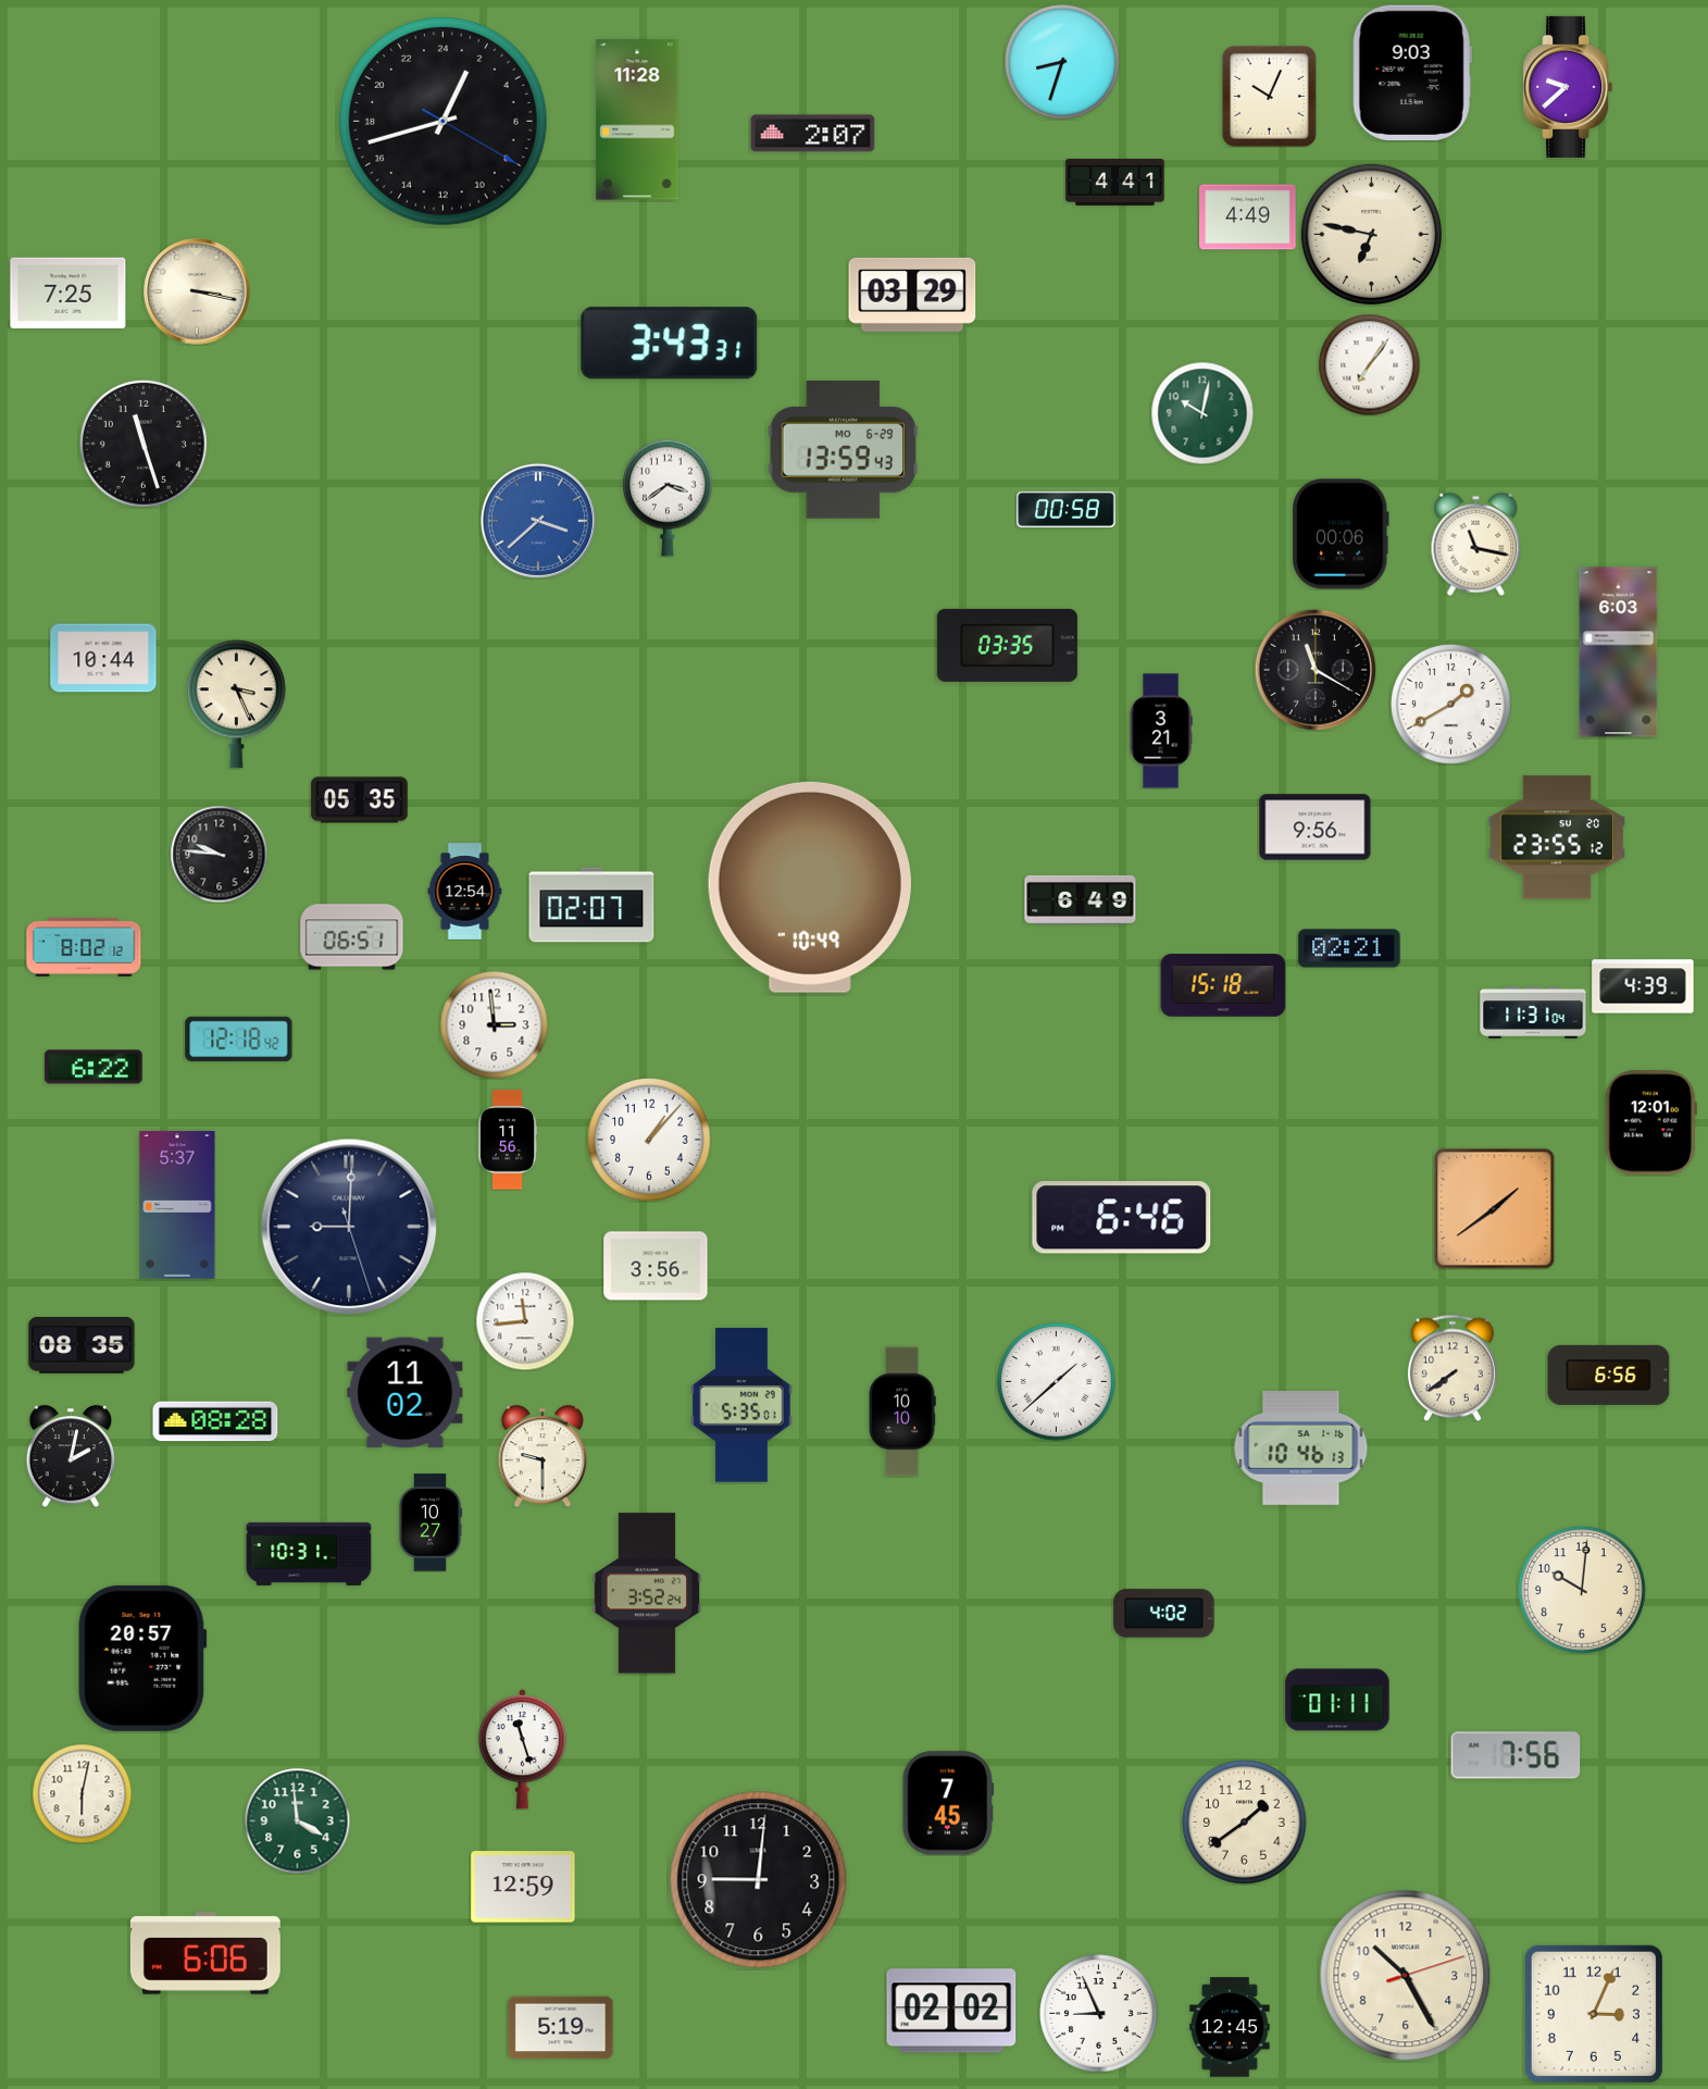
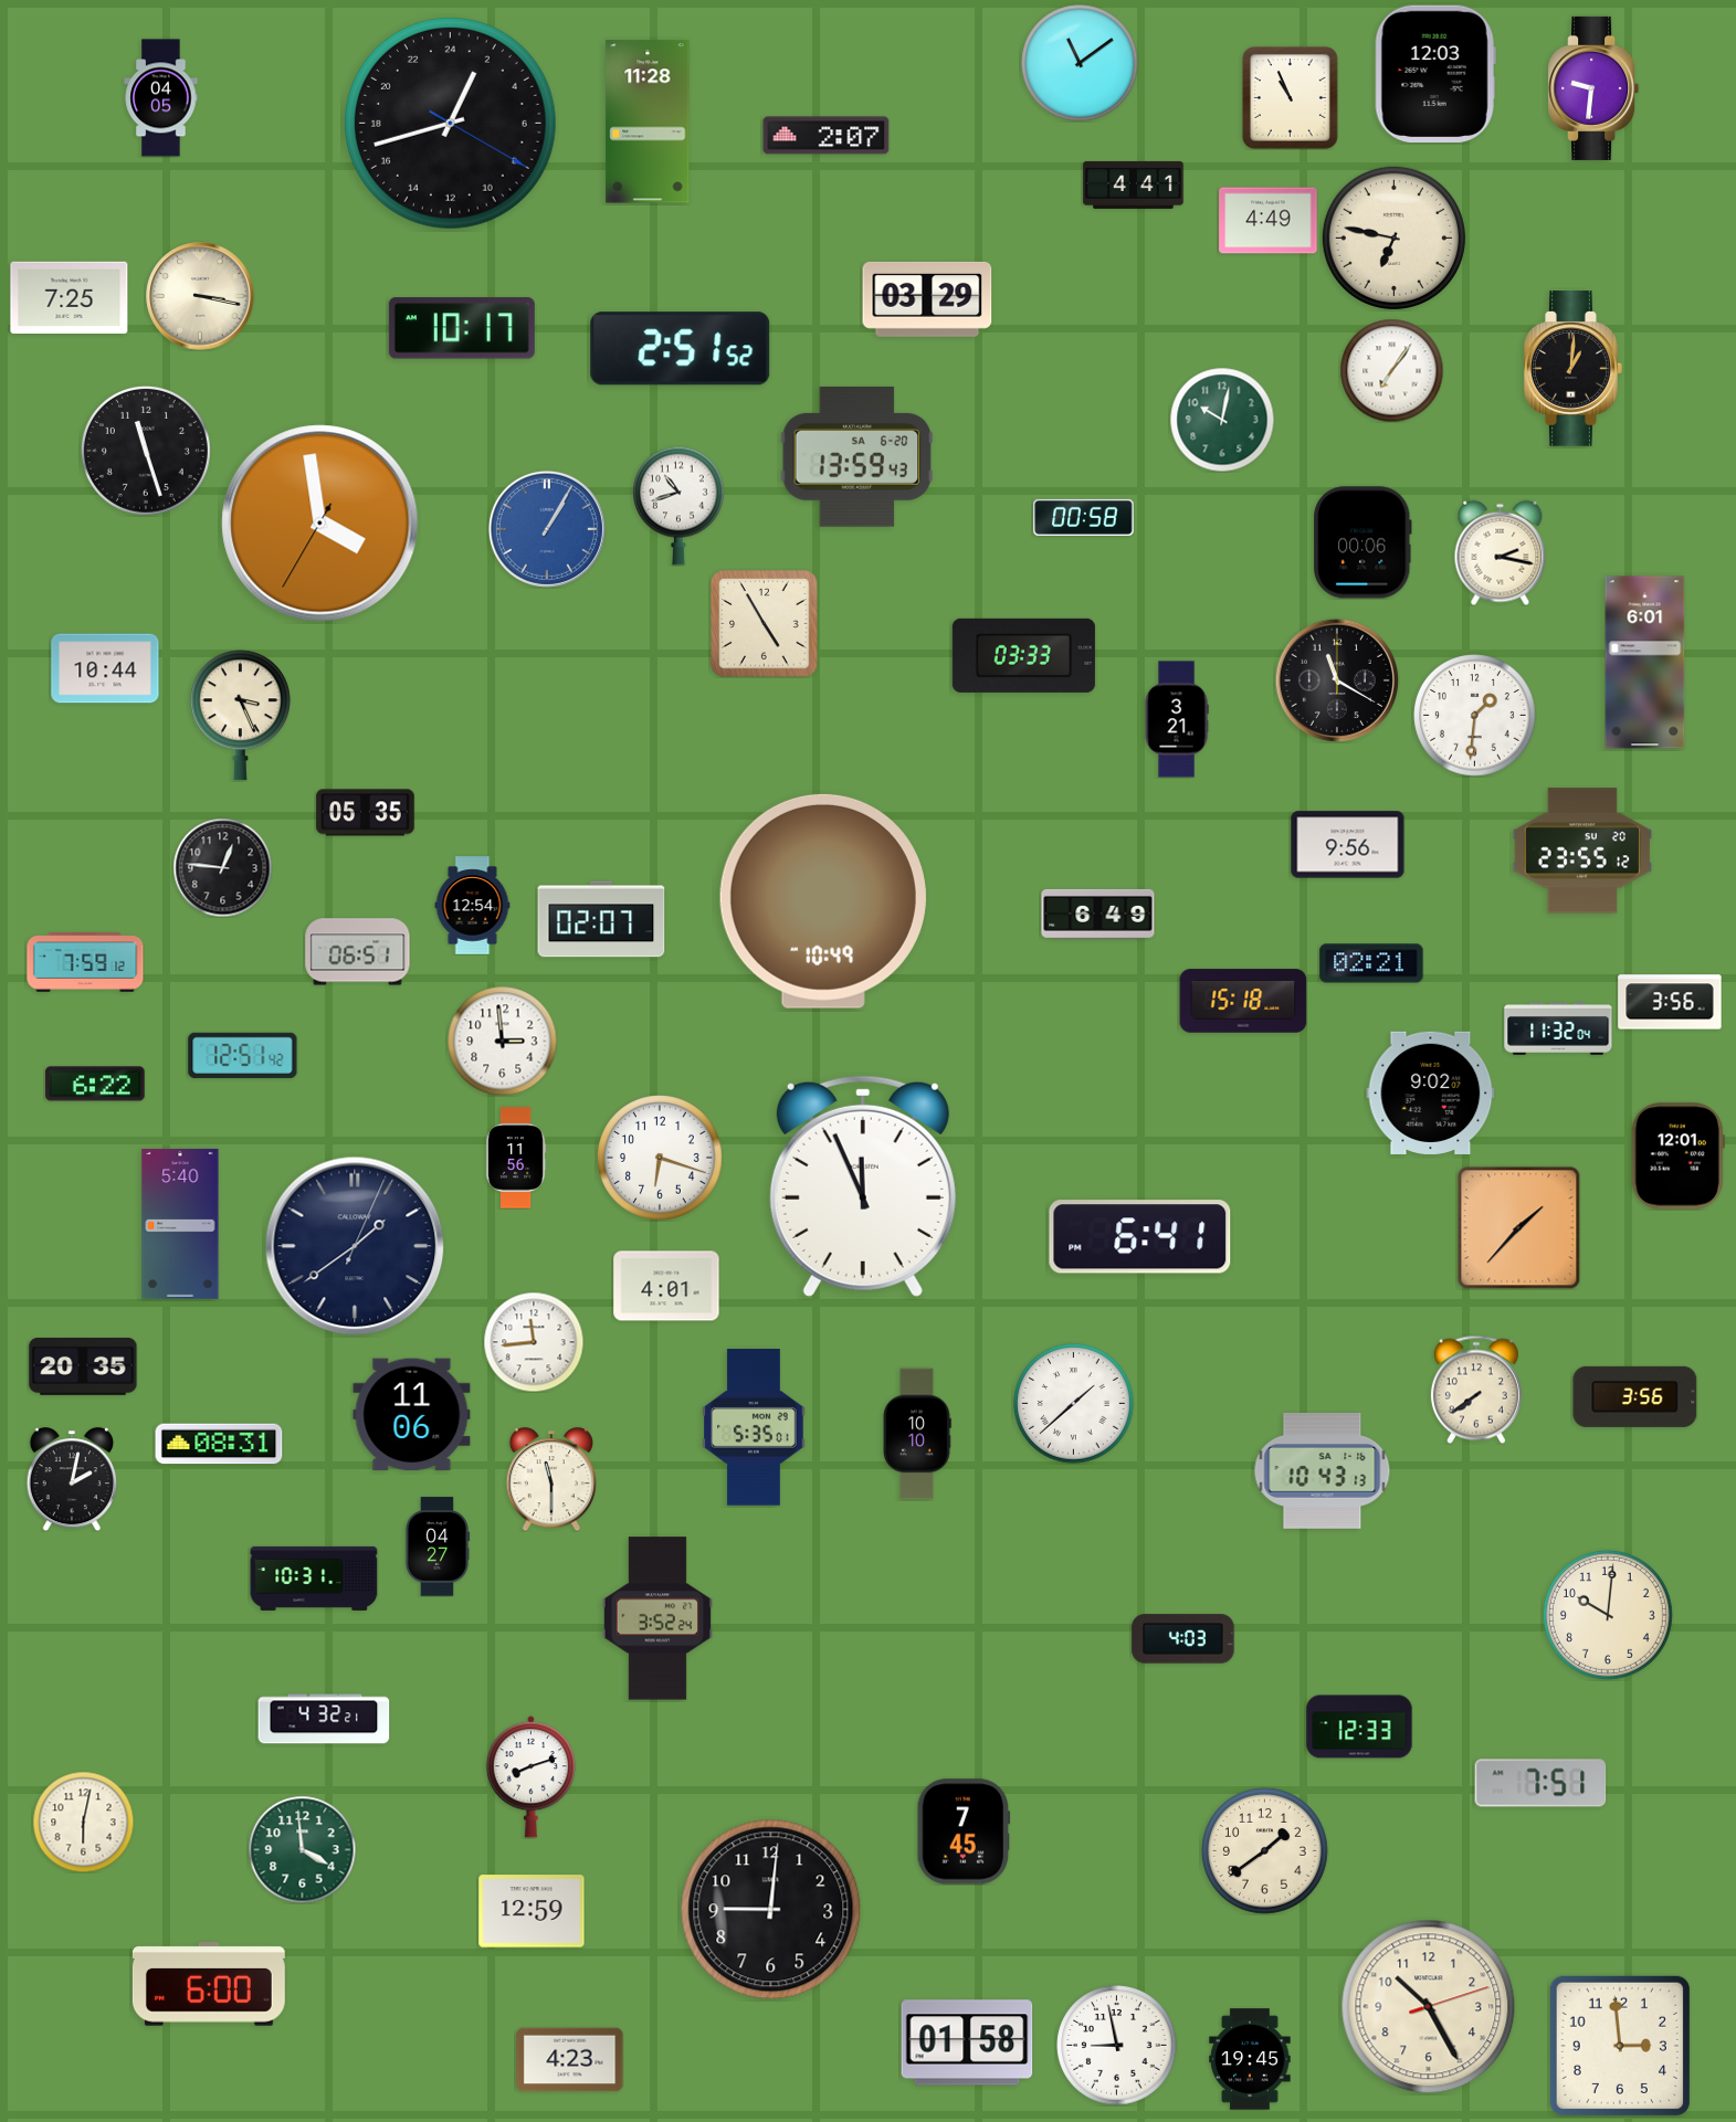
clock at (1062, 62): 8:33 -> 11:09
clock at (1412, 72): 9:03 -> 12:03
clock at (1568, 87): 9:38 -> 9:31
clock at (161, 98): none -> 04:05
clock at (1269, 97): 10:04 -> 10:56
clock at (462, 328): none -> 10:17
clock at (670, 344): 3:43 -> 2:51
clock at (1574, 369): none -> 1:01
clock at (844, 449) date: MO 6-29 -> SA 6-20
clock at (668, 498): 3:39 -> 10:42
clock at (320, 524): none -> 3:58
clock at (538, 521): 3:38 -> 1:05
clock at (1476, 544): 11:17 -> 2:17
clock at (765, 624): none -> 4:55
clock at (1007, 645): 03:35 -> 03:33
clock at (1619, 652): 6:03 -> 6:01
clock at (1451, 705): 1:40 -> 1:31
clock at (1161, 731) position: (1161, 731) -> (1177, 719)
clock at (1316, 828) position: (1316, 828) -> (1348, 845)
clock at (219, 854): 9:46 -> 12:46
clock at (84, 947): 8:02 -> 7:59
clock at (1643, 986): 4:39 -> 3:56
clock at (1533, 1014): 11:31 -> 11:32
clock at (239, 1039): 12:18 -> 12:51
clock at (1431, 1092): none -> 9:02
clock at (1650, 1123) position: (1650, 1123) -> (1677, 1157)
clock at (650, 1141): 1:07 -> 6:18
clock at (863, 1186): none -> 11:56
clock at (177, 1205): 5:37 -> 5:40
clock at (1495, 1209): 1:39 -> 1:37
clock at (1122, 1218): 6:46 -> 6:41
clock at (349, 1227): 9:00 -> 1:39
clock at (656, 1266): 3:56 -> 4:01
clock at (82, 1346): 08:35 -> 20:35
clock at (1609, 1375): 6:56 -> 3:56
clock at (406, 1393): 11:02 -> 11:06
clock at (215, 1421): 08:28 -> 08:31
clock at (1301, 1448): 10:46 -> 10:43
clock at (543, 1456): 9:30 -> 11:30
clock at (429, 1522): 10:27 -> 04:27
clock at (1164, 1614): 4:02 -> 4:03
clock at (142, 1658): 20:57 -> none
clock at (324, 1719): none -> 4:32
clock at (1337, 1700): 01:11 -> 12:33
clock at (522, 1750): 11:27 -> 8:12
clock at (1516, 1755): 7:56 -> 7:51
clock at (523, 1887) position: (523, 1887) -> (532, 1911)
clock at (205, 1954): 6:06 -> 6:00
clock at (951, 2011): 02:02 -> 01:58
clock at (1099, 2014): 8:56 -> 8:58
clock at (1594, 2014): 3:04 -> 2:59
clock at (1230, 2027): 12:45 -> 19:45
clock at (561, 2028): 5:19 -> 4:23
